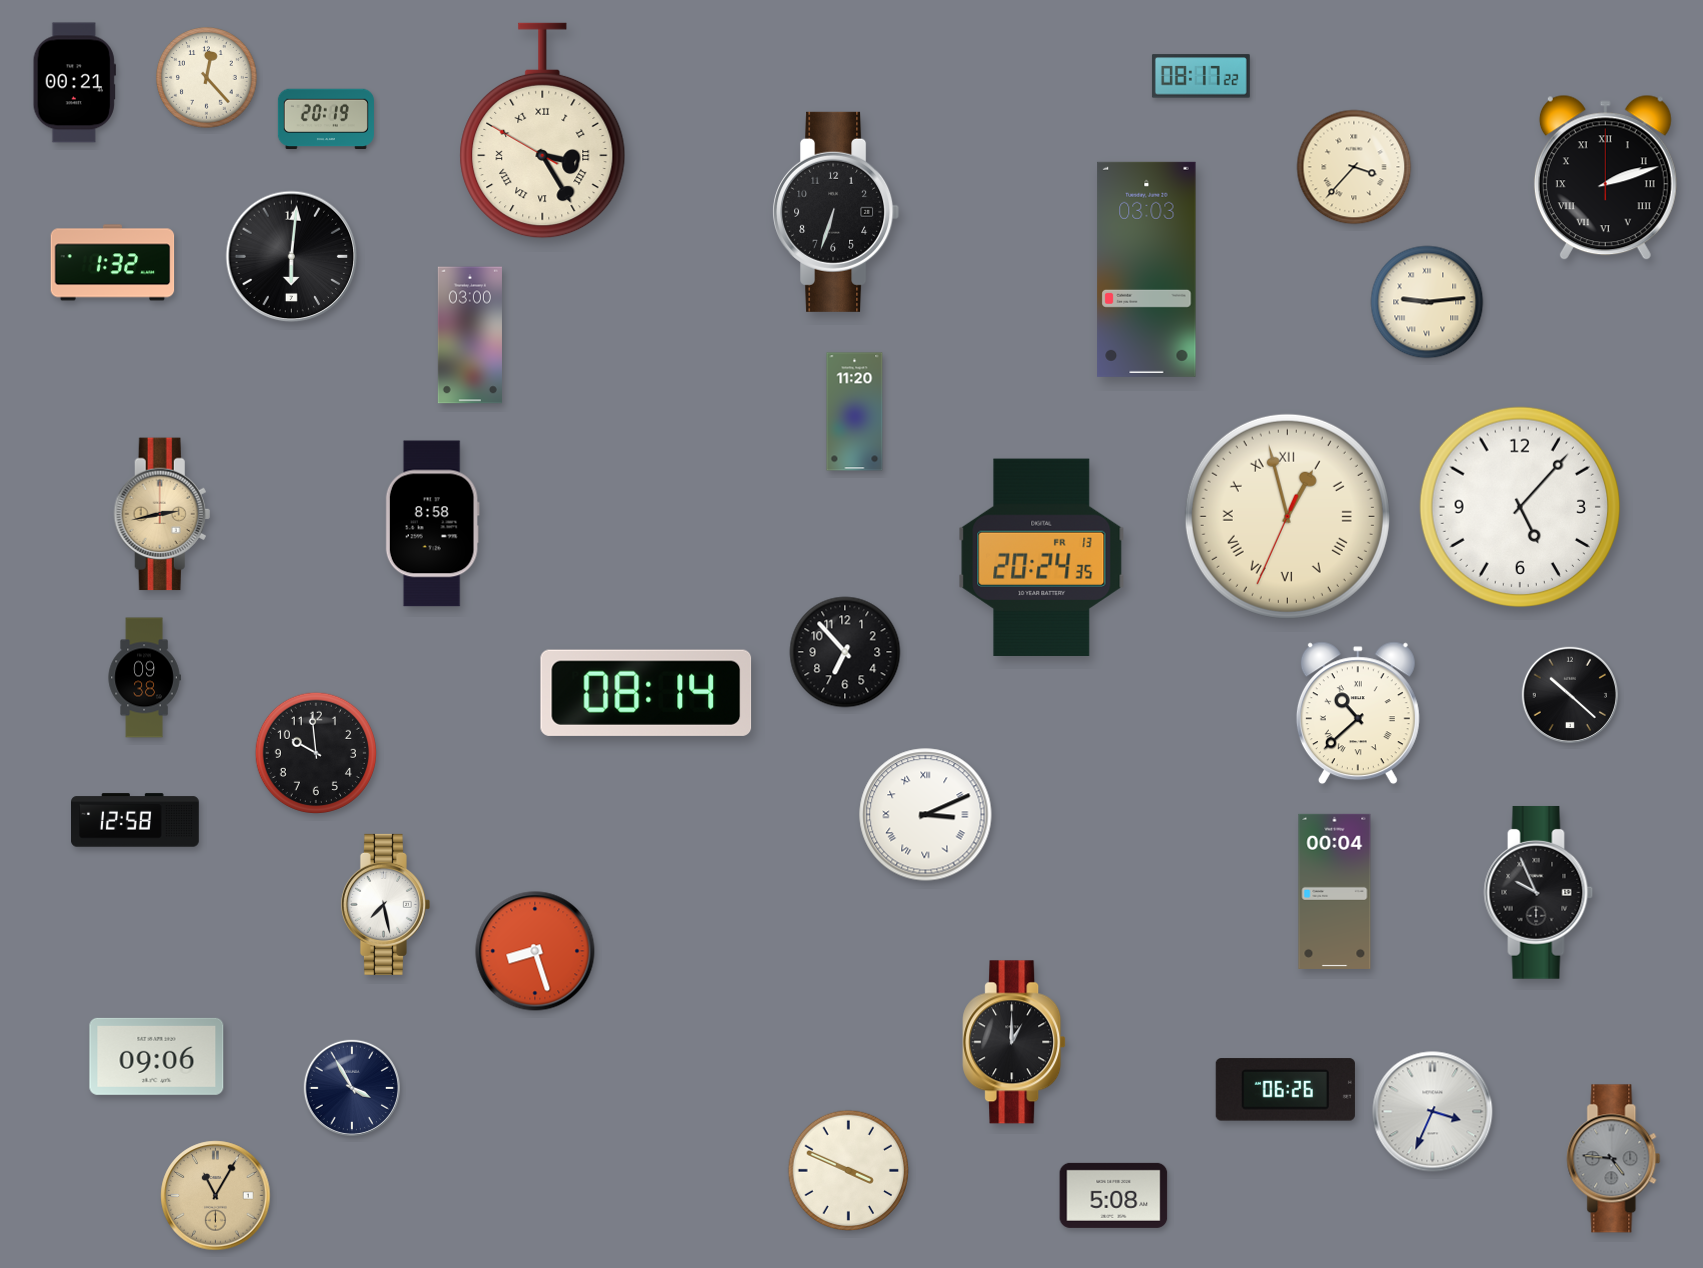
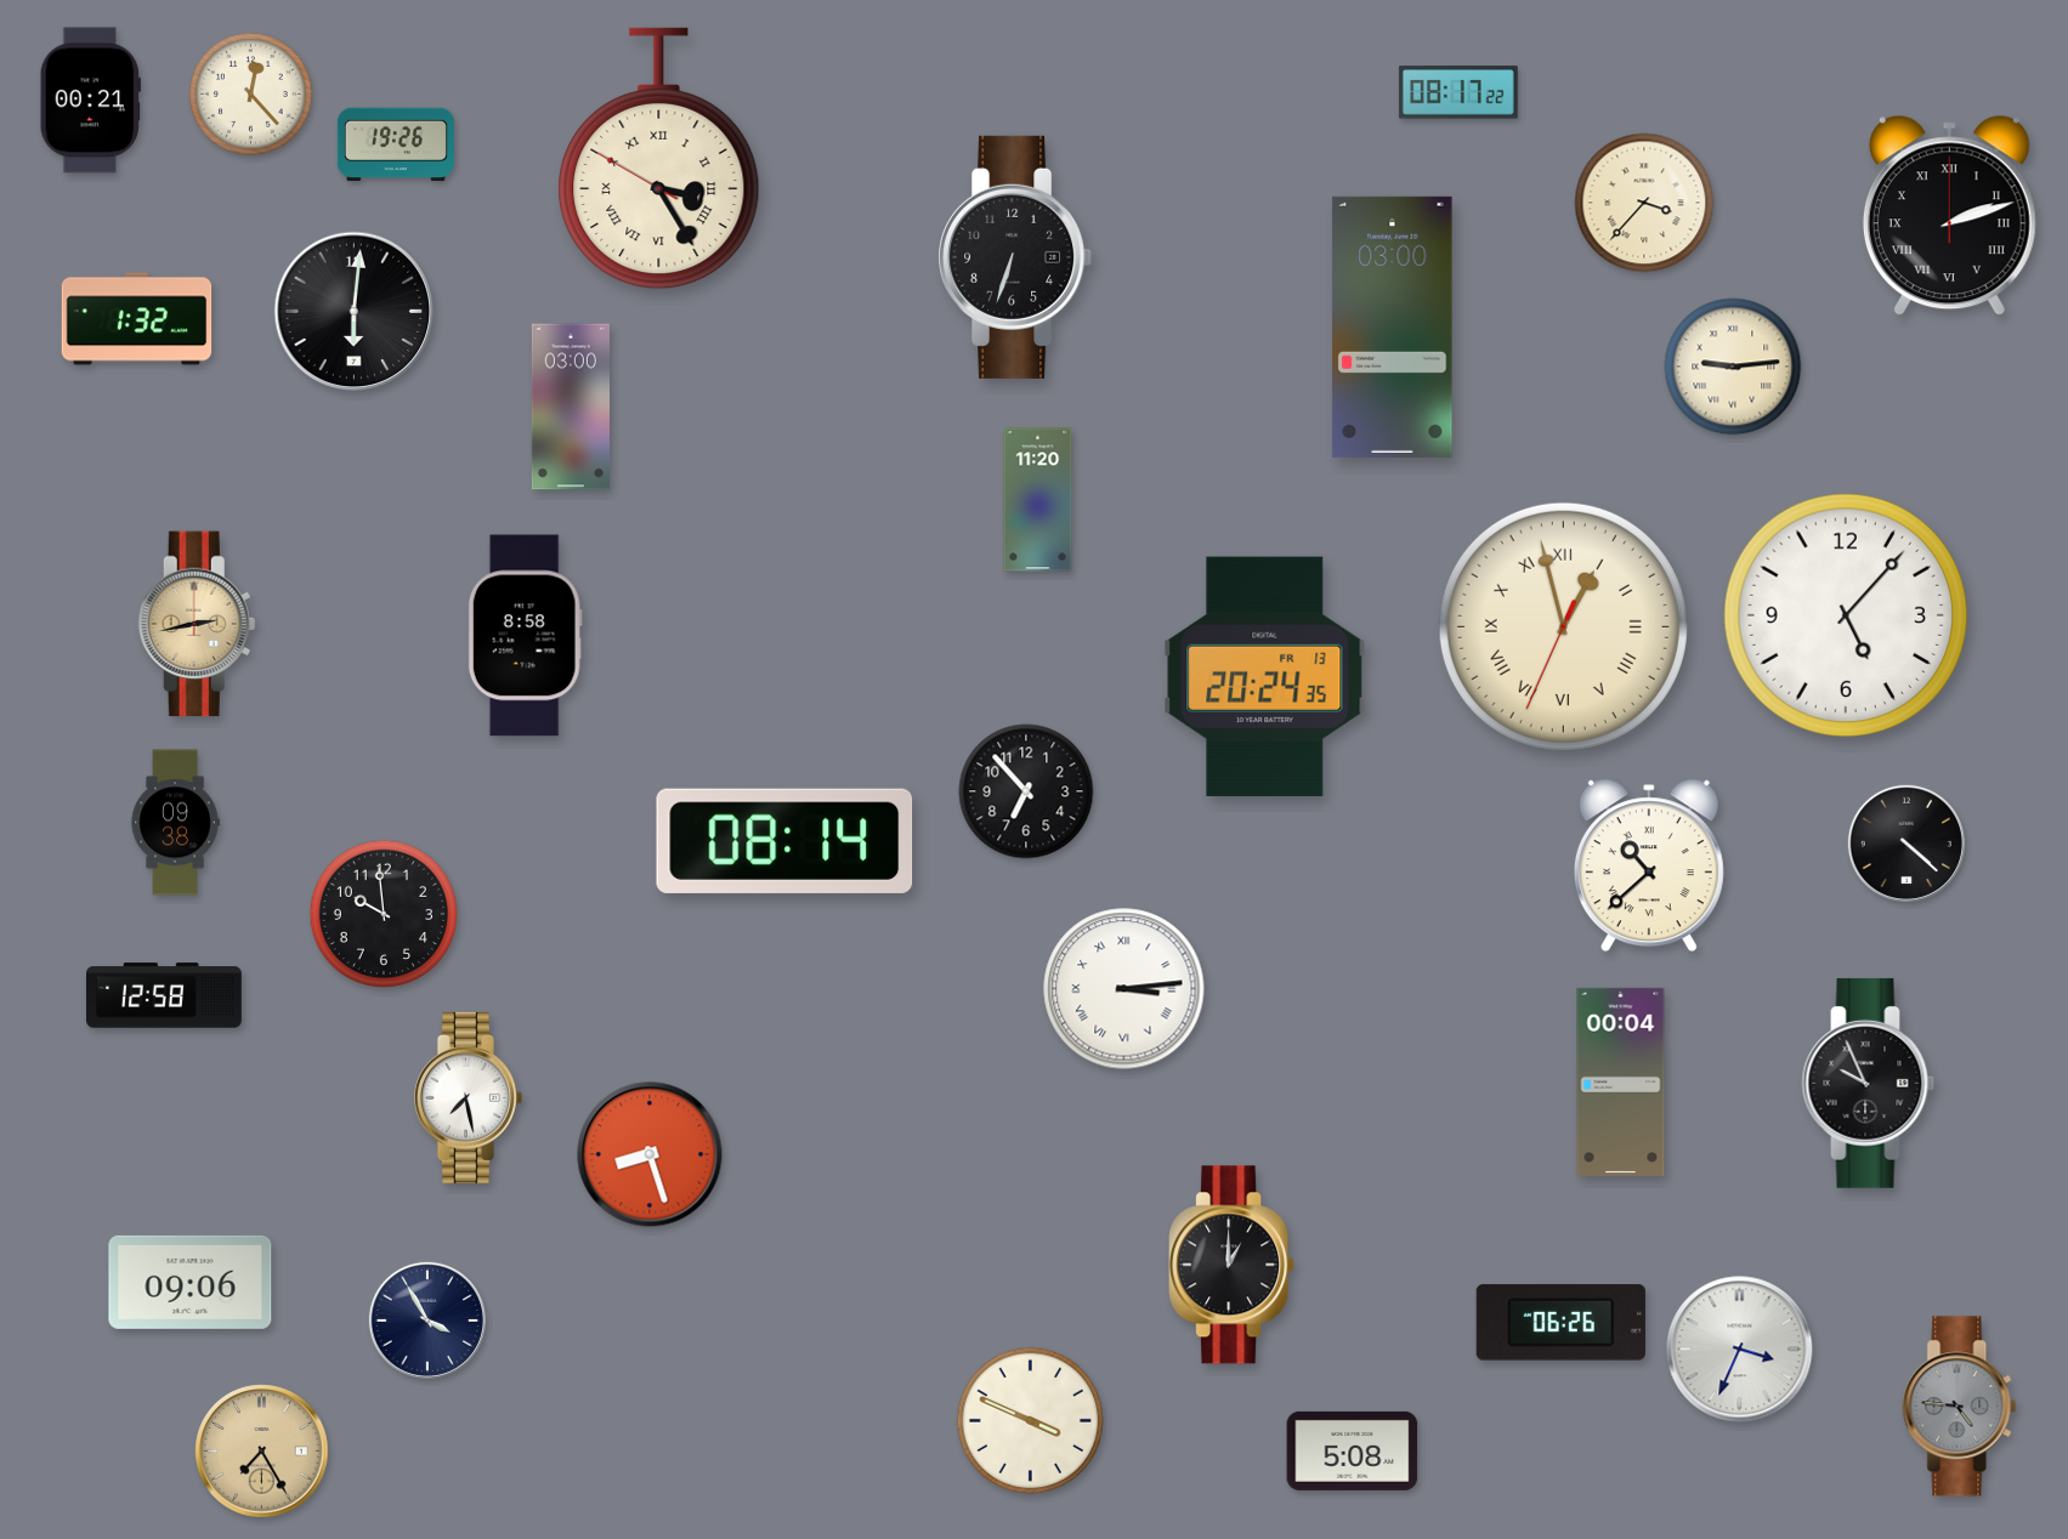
clock at (326, 119): 20:19 -> 19:26
clock at (1147, 269): 03:03 -> 03:00
clock at (1569, 694): 10:22 -> 4:22
clock at (926, 815): 3:11 -> 3:14
clock at (216, 1196): 11:05 -> 7:25
